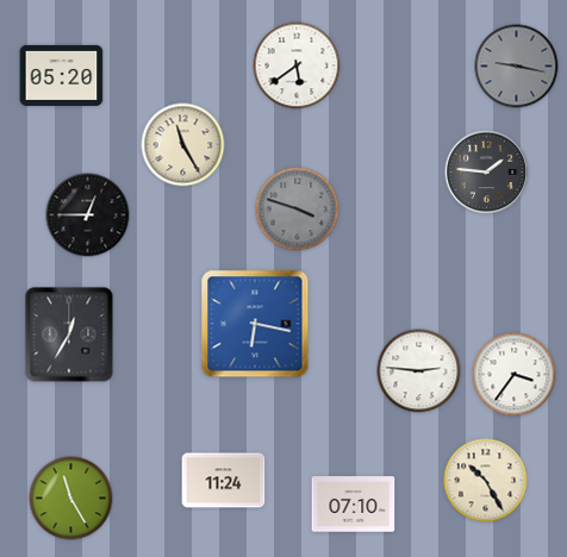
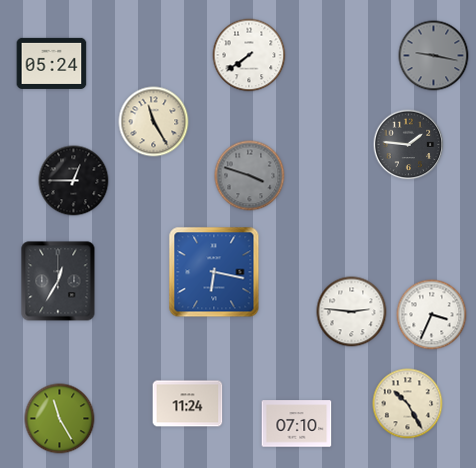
clock at (297, 65): 5:39 -> 7:39
clock at (62, 75): 05:20 -> 05:24
clock at (515, 375): 3:36 -> 3:34
